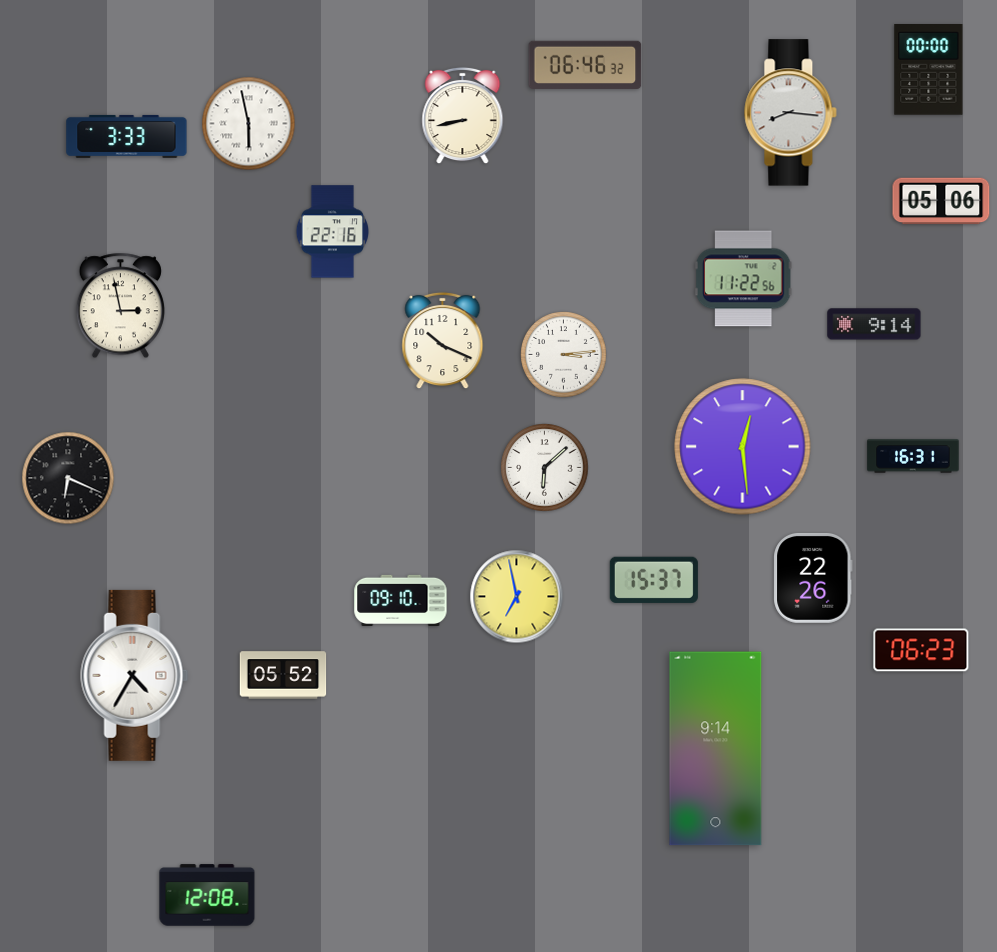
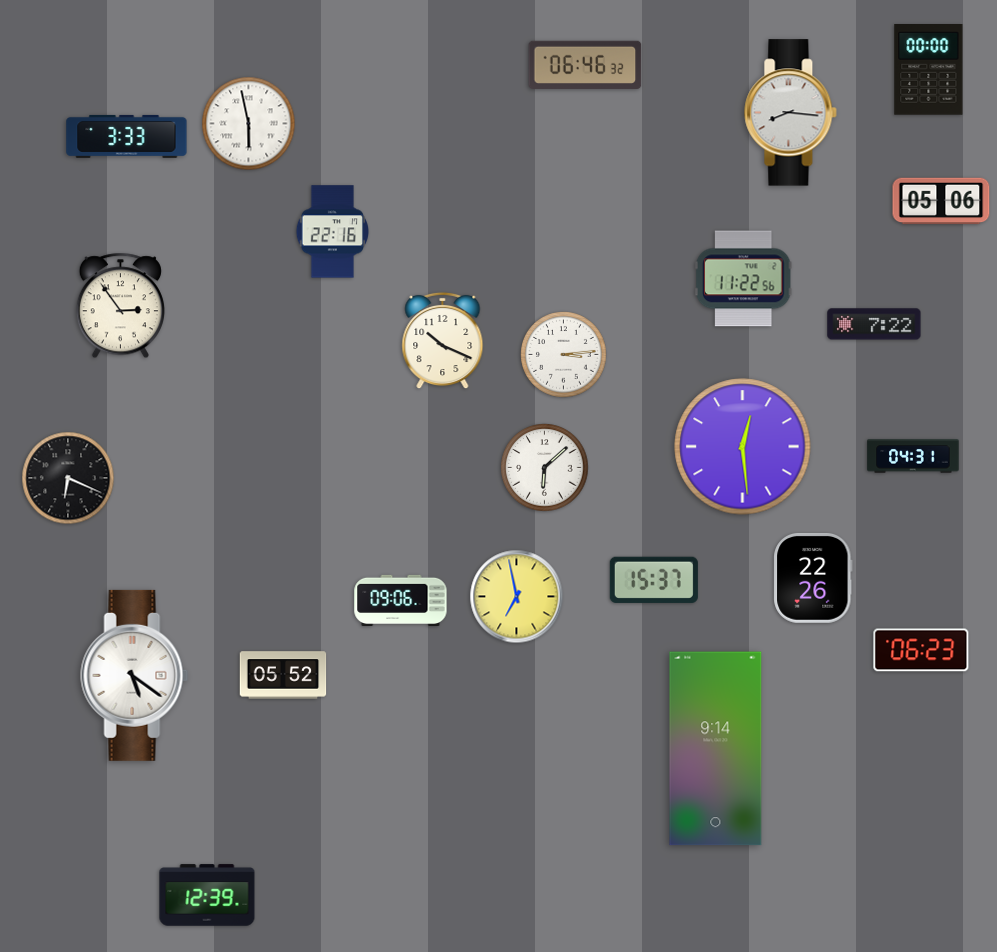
clock at (463, 116): 8:43 -> none
clock at (120, 306): 2:58 -> 2:54
clock at (874, 324): 9:14 -> 7:22
clock at (913, 456): 16:31 -> 04:31
clock at (401, 600): 09:10 -> 09:06
clock at (135, 675): 4:35 -> 5:21
clock at (207, 895): 12:08 -> 12:39
